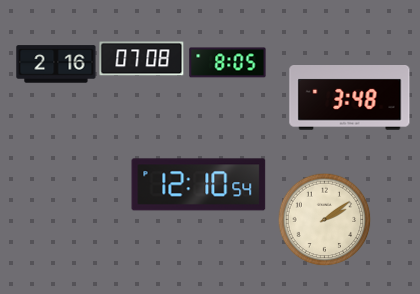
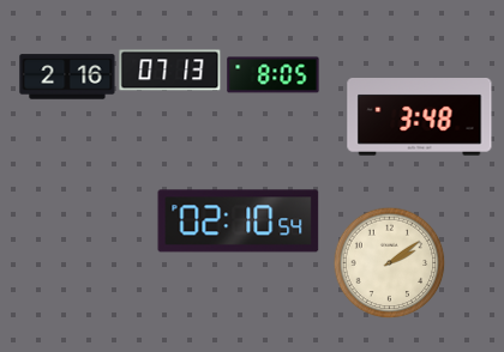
clock at (142, 59): 07:08 -> 07:13
clock at (199, 185): 12:10 -> 02:10
